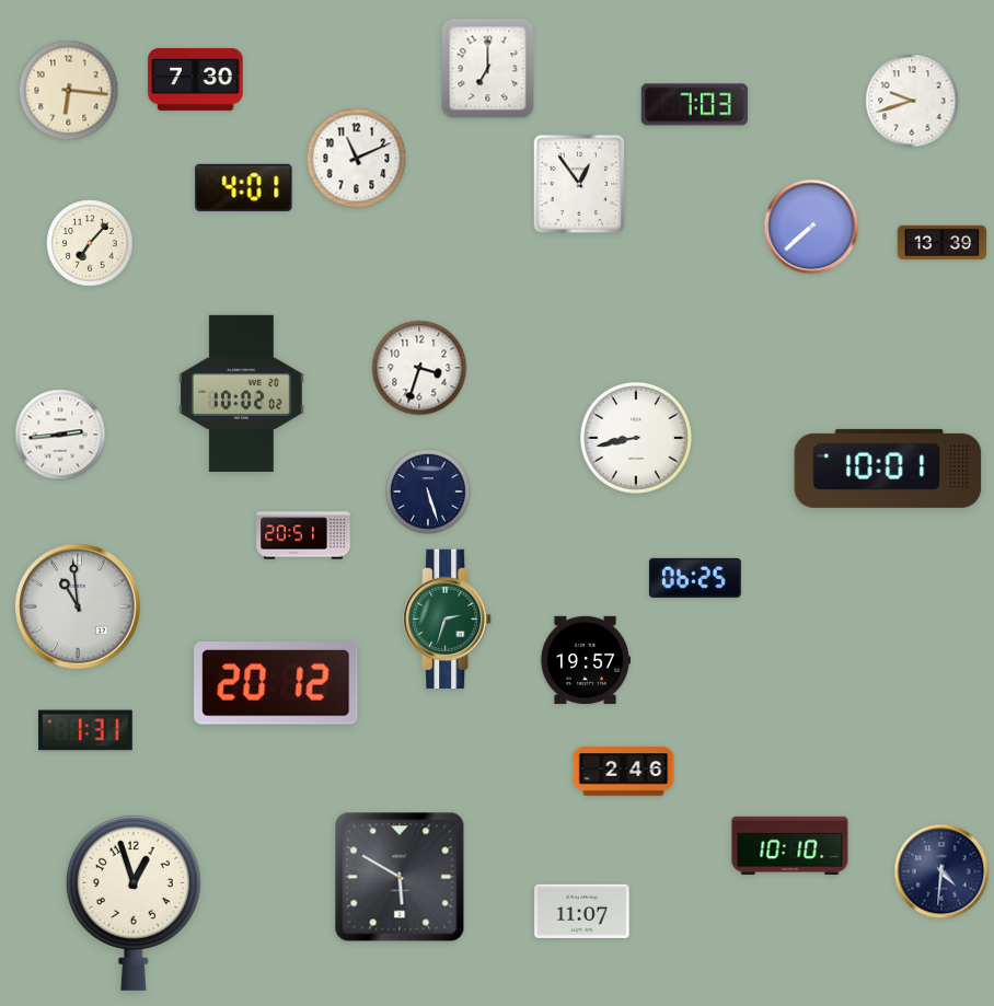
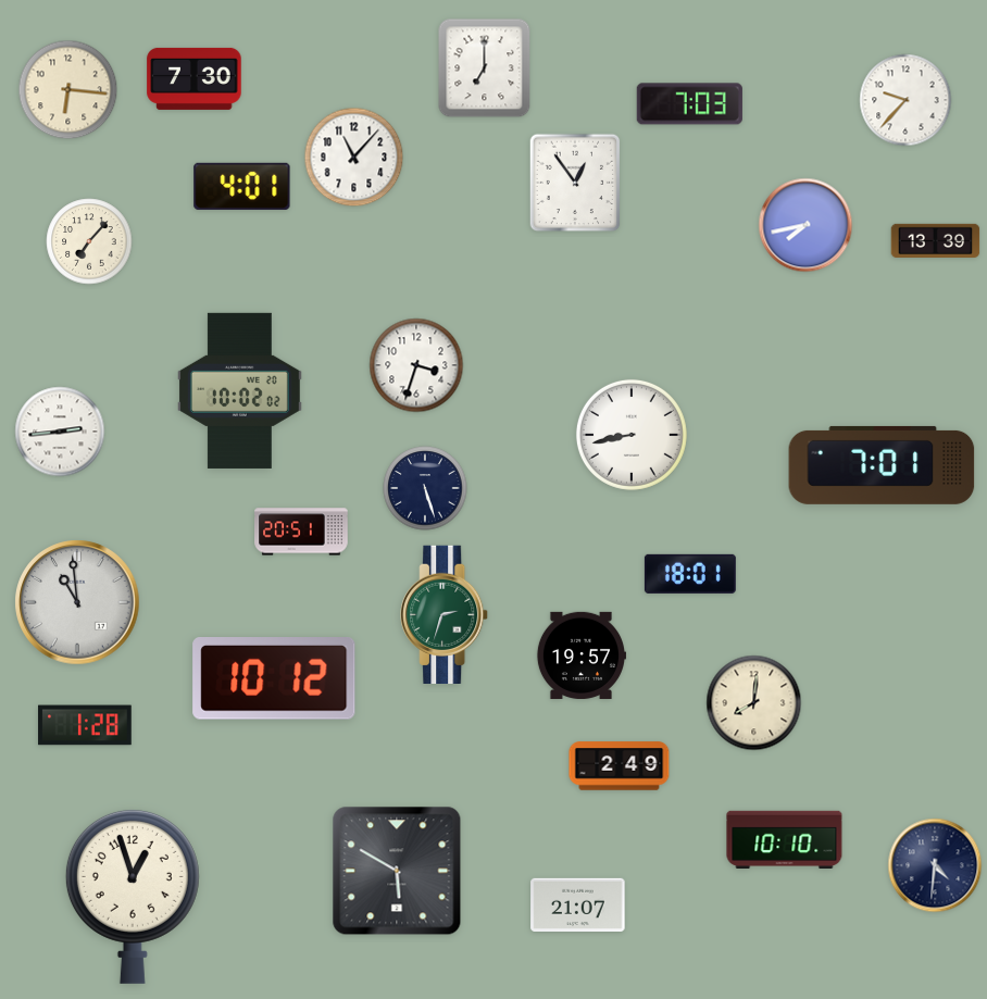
clock at (912, 101): 9:42 -> 9:37
clock at (357, 159): 11:11 -> 11:07
clock at (811, 227): 7:38 -> 7:43
clock at (888, 469): 10:01 -> 7:01
clock at (695, 578): 06:25 -> 18:01
clock at (276, 684): 20:12 -> 10:12
clock at (754, 703): none -> 8:01
clock at (85, 730): 1:31 -> 1:28
clock at (624, 772): 2:46 -> 2:49
clock at (582, 911): 11:07 -> 21:07
